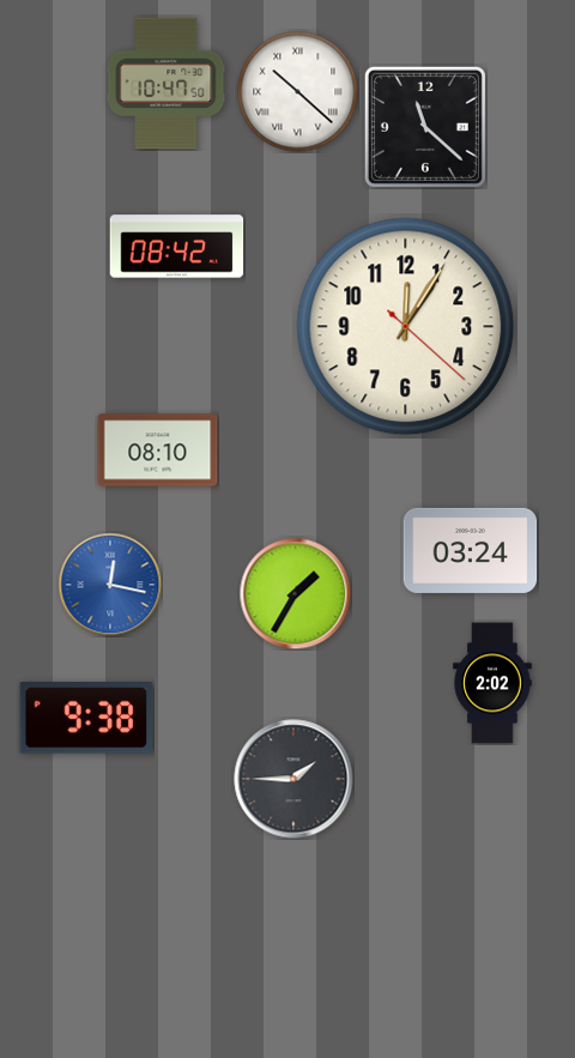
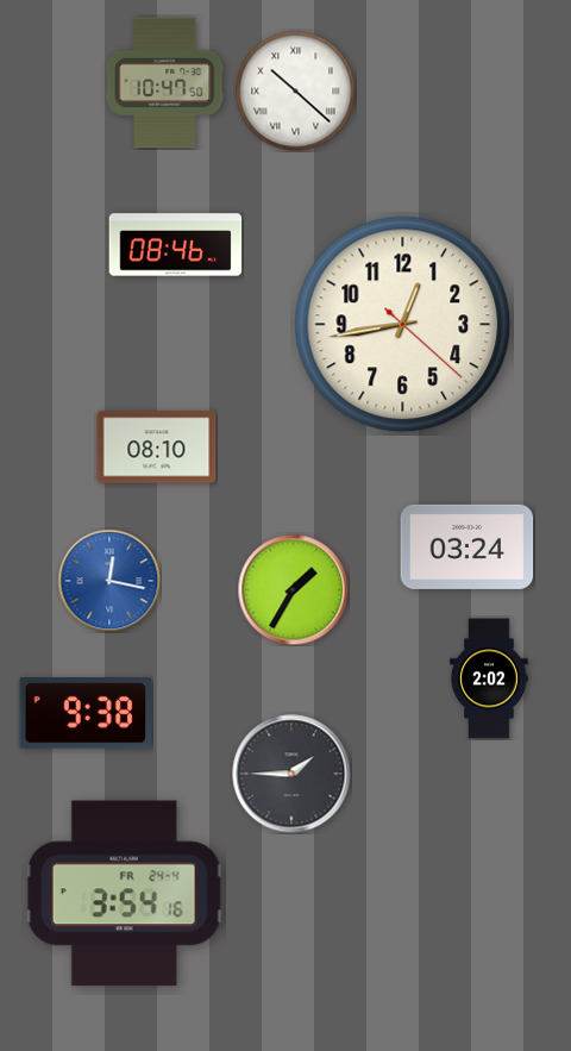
clock at (425, 127): 11:22 -> none
clock at (177, 247): 08:42 -> 08:46
clock at (406, 327): 12:05 -> 12:43
clock at (124, 894): none -> 3:54
